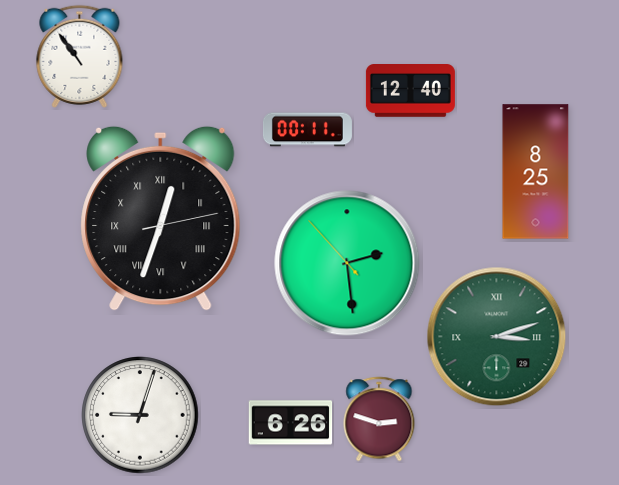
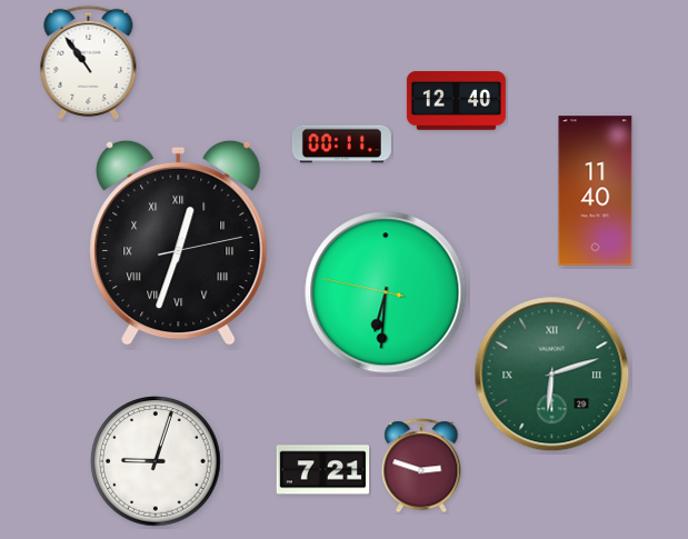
clock at (536, 172): 8:25 -> 11:40
clock at (347, 263): 2:28 -> 6:30
clock at (497, 337): 3:12 -> 6:12
clock at (291, 423): 6:26 -> 7:21
